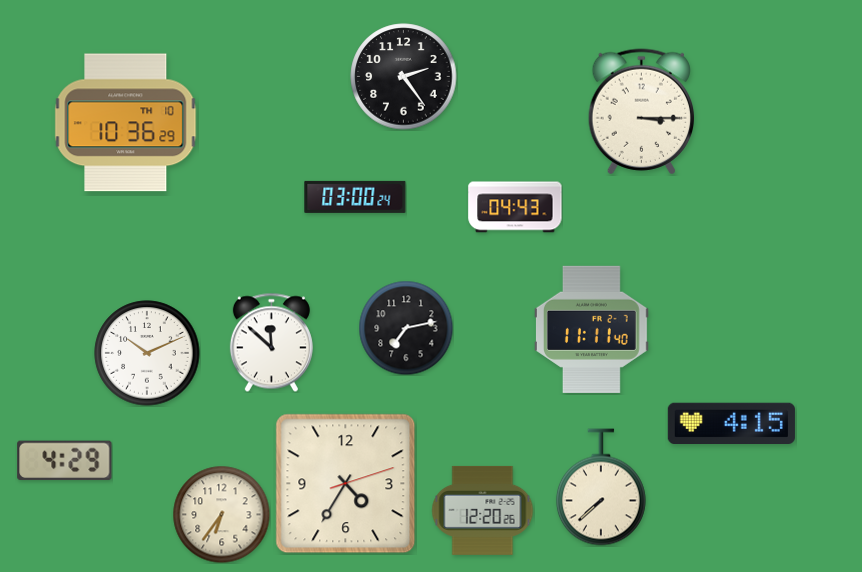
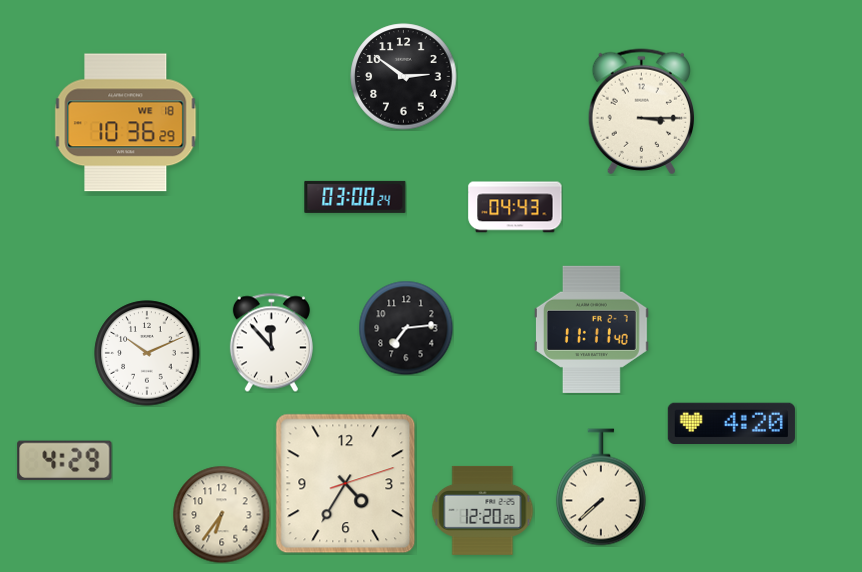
clock at (404, 77): 2:24 -> 2:51
clock at (126, 123) date: TH 10 -> WE 18
clock at (406, 328): 7:13 -> 7:14
clock at (271, 342): 11:52 -> 11:53
clock at (731, 423): 4:15 -> 4:20
